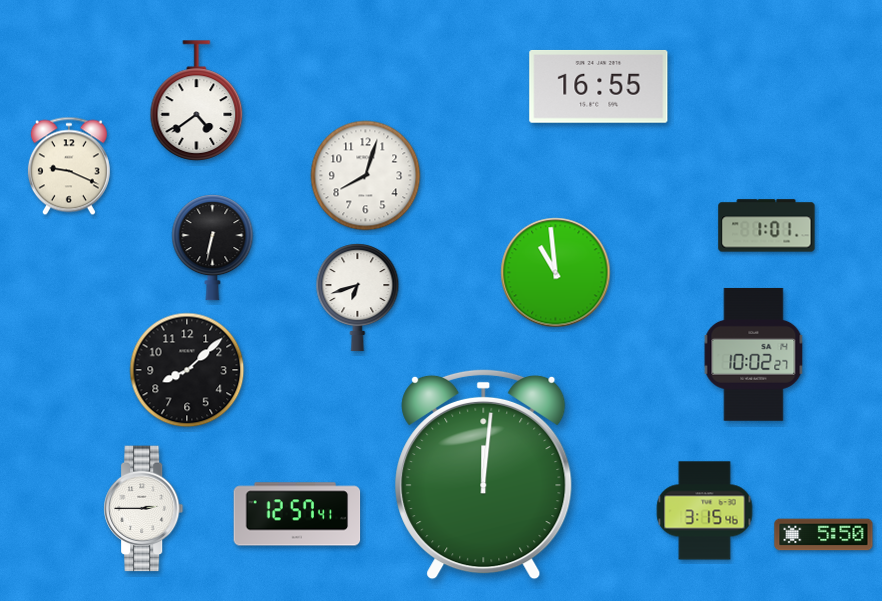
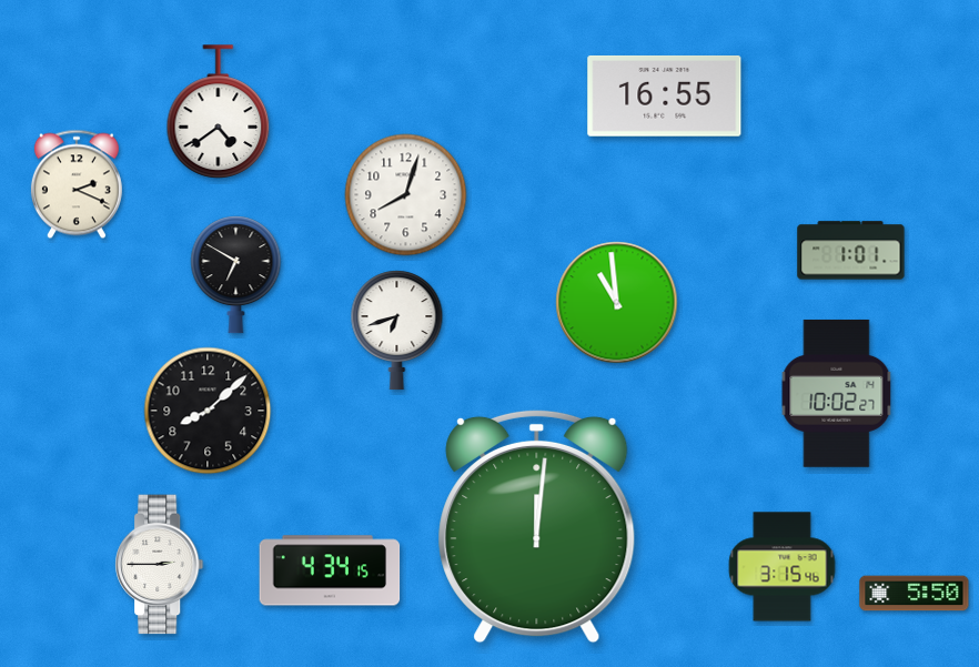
clock at (69, 166): 9:19 -> 2:19
clock at (213, 248): 6:32 -> 6:50
clock at (297, 514): 12:57 -> 4:34
